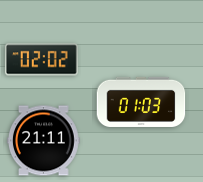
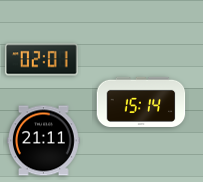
clock at (41, 60): 02:02 -> 02:01
clock at (141, 102): 01:03 -> 15:14
